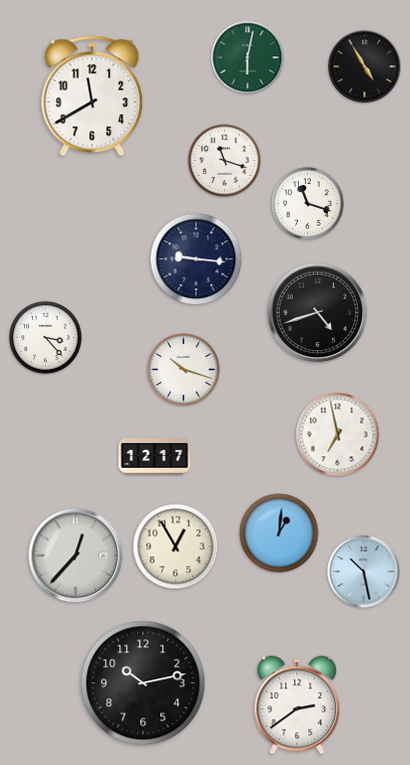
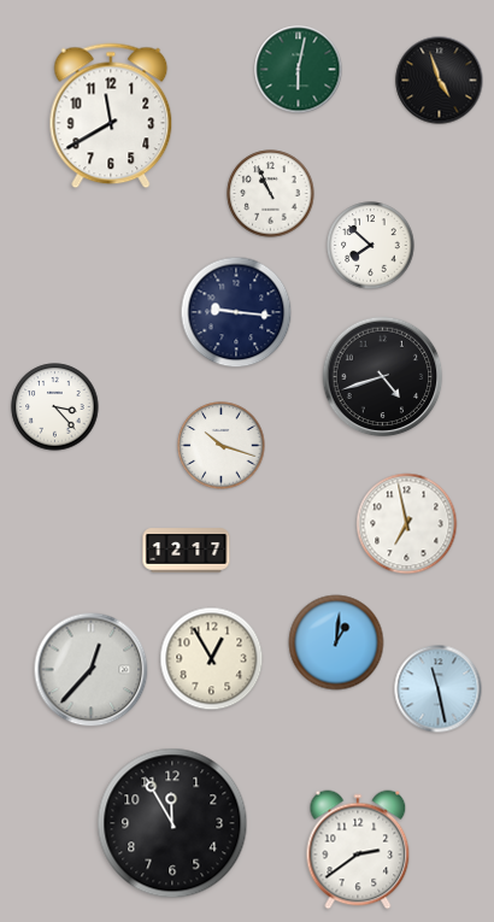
clock at (365, 67): 4:55 -> 4:57
clock at (225, 161): 11:18 -> 10:56
clock at (308, 204): 11:18 -> 7:52
clock at (364, 572): 10:28 -> 11:28
clock at (143, 683): 10:13 -> 11:55
